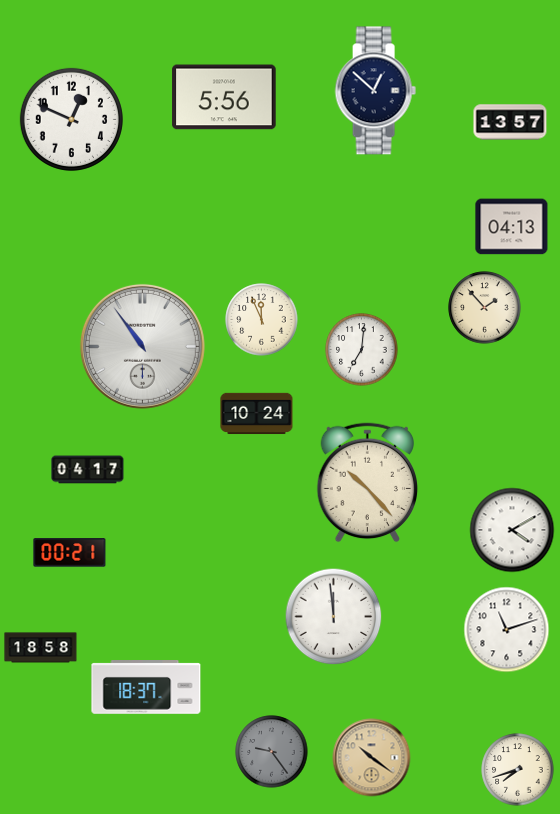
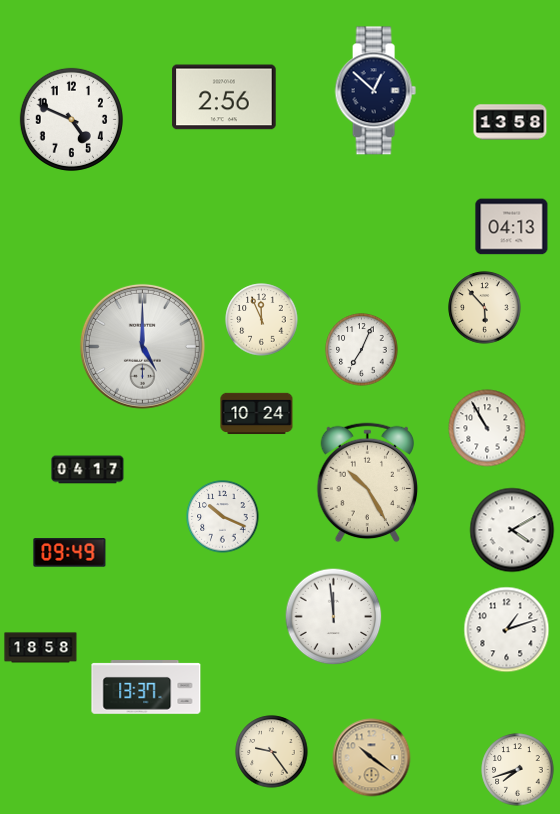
clock at (224, 97): 5:56 -> 2:56
clock at (71, 119): 12:49 -> 4:49
clock at (510, 122): 13:57 -> 13:58
clock at (485, 308): 1:53 -> 5:53
clock at (142, 346): 10:54 -> 5:00
clock at (362, 350): 7:01 -> 7:04
clock at (487, 428): none -> 10:55
clock at (368, 483): 10:23 -> 10:25
clock at (223, 517): none -> 10:19
clock at (70, 553): 00:21 -> 09:49
clock at (507, 630): 11:12 -> 1:12
clock at (146, 688): 18:37 -> 13:37
clock at (272, 752) dial: grey -> cream
